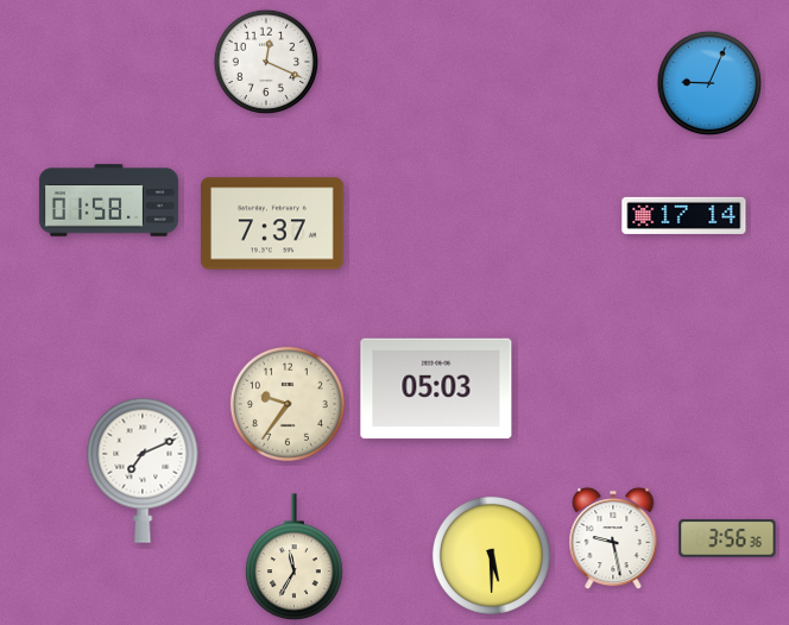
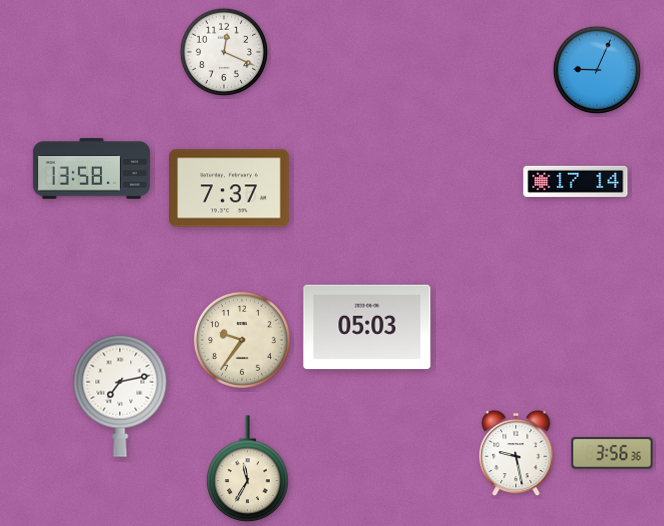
clock at (108, 201): 01:58 -> 13:58
clock at (143, 471): 7:11 -> 7:13
clock at (491, 555): 5:30 -> none
